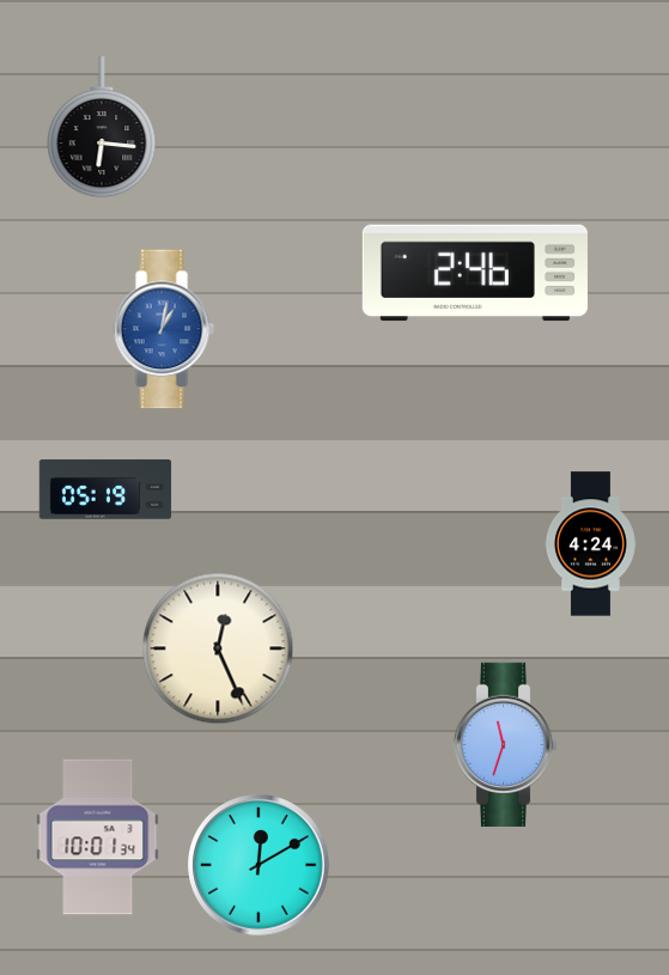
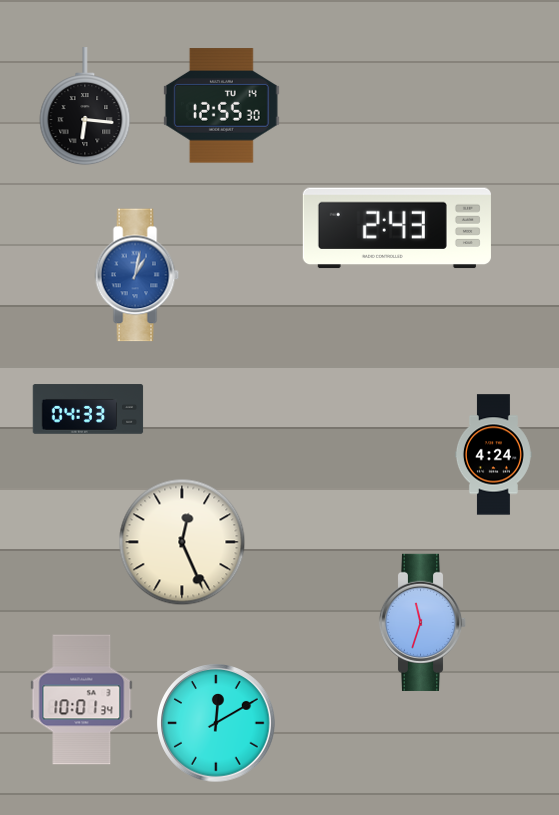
clock at (221, 106): none -> 12:55
clock at (475, 273): 2:46 -> 2:43
clock at (105, 489): 05:19 -> 04:33
